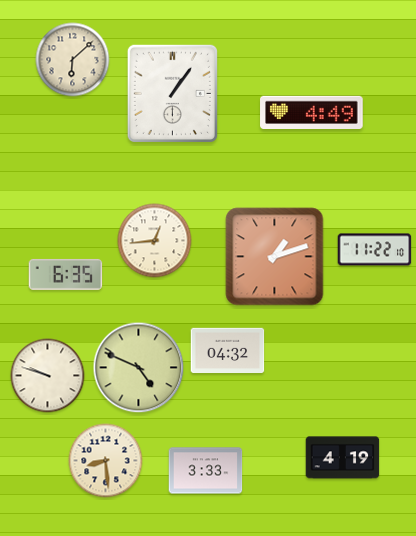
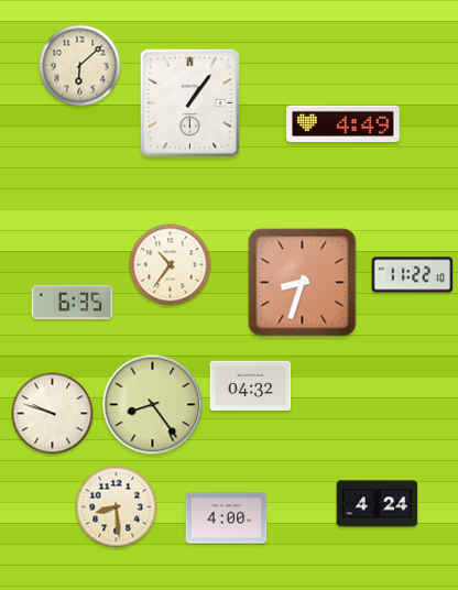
clock at (155, 241): 12:44 -> 10:36
clock at (275, 257): 1:12 -> 8:33
clock at (139, 368): 4:49 -> 8:24
clock at (343, 458): 4:19 -> 4:24
clock at (206, 471): 3:33 -> 4:00
